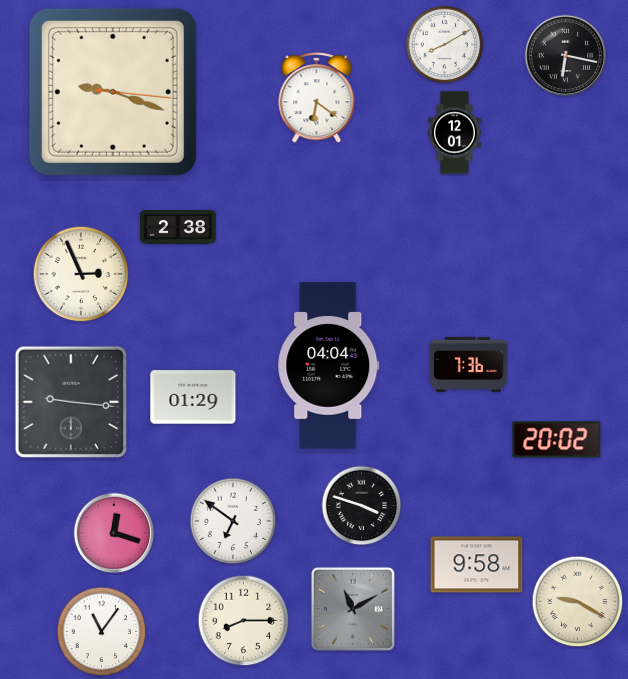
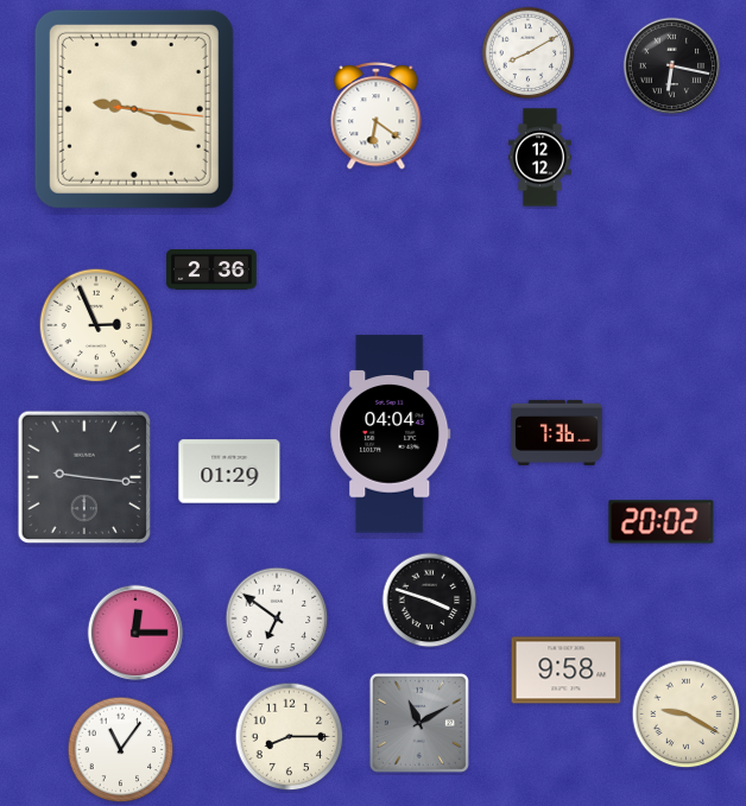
clock at (455, 133): 12:01 -> 12:12
clock at (178, 228): 2:38 -> 2:36
clock at (114, 533): 12:18 -> 12:15
